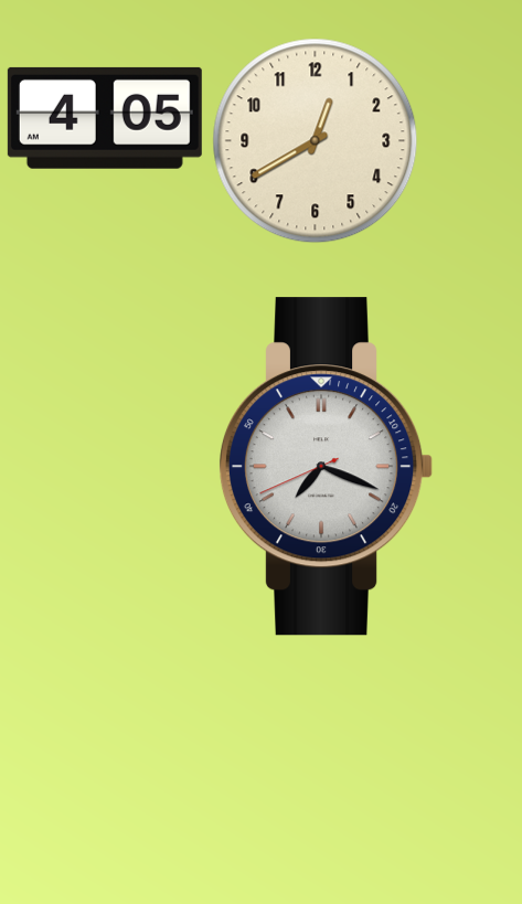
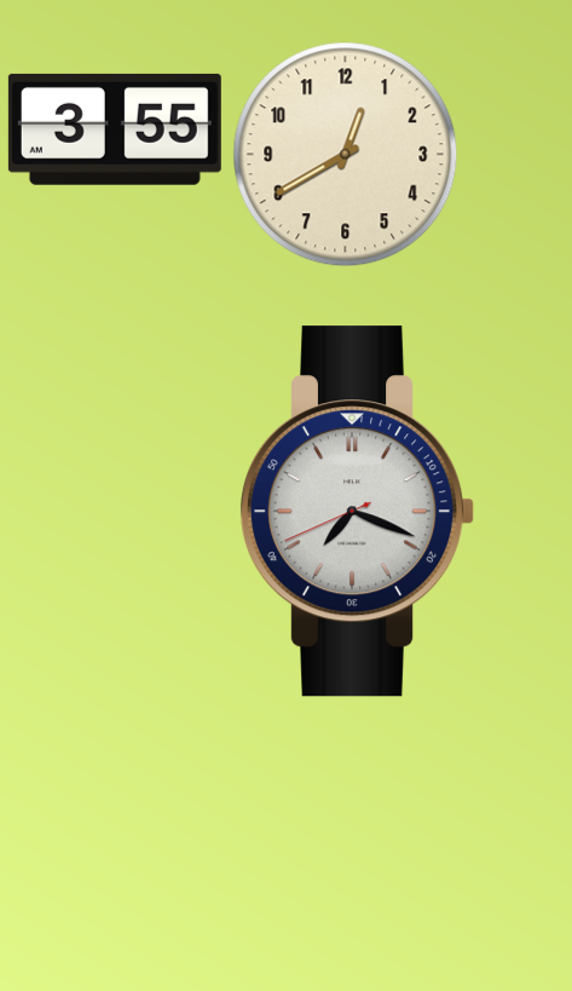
clock at (105, 118): 4:05 -> 3:55
